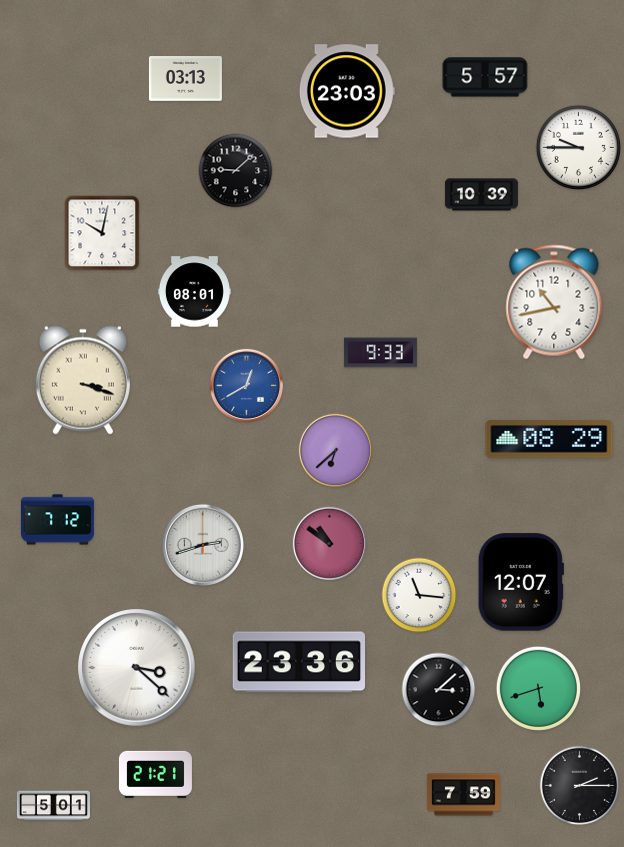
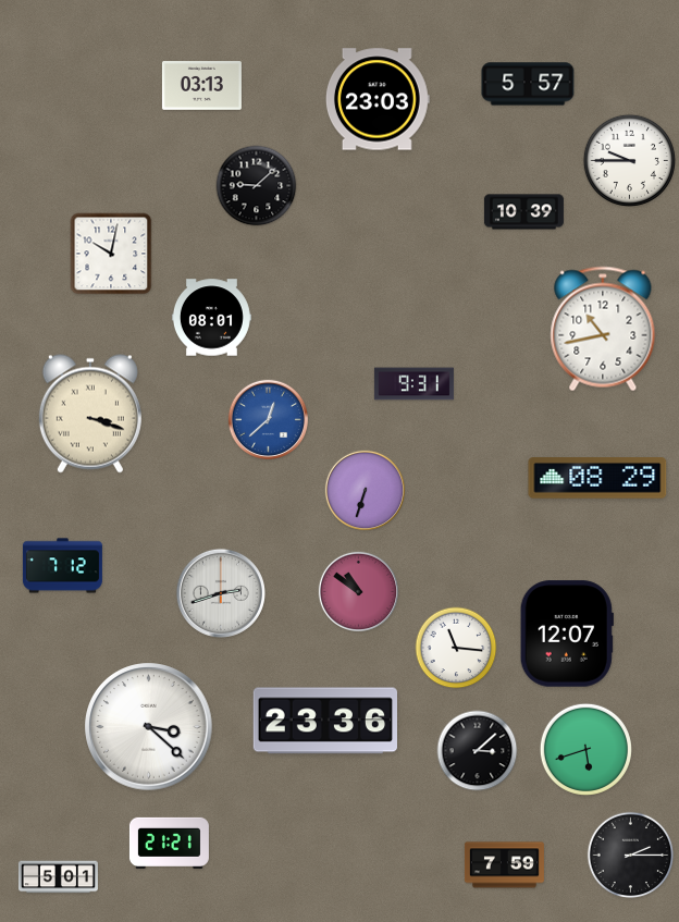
clock at (380, 353): 9:33 -> 9:31
clock at (246, 385): 12:40 -> 12:38
clock at (335, 450): 6:38 -> 6:33
